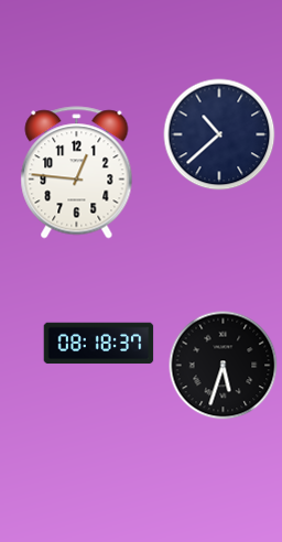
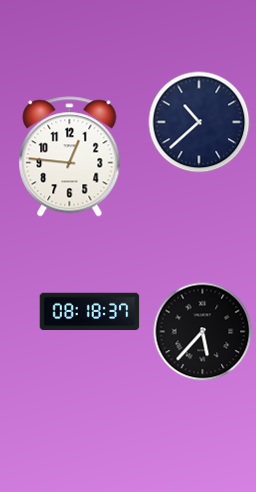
clock at (224, 366): 5:33 -> 5:37
